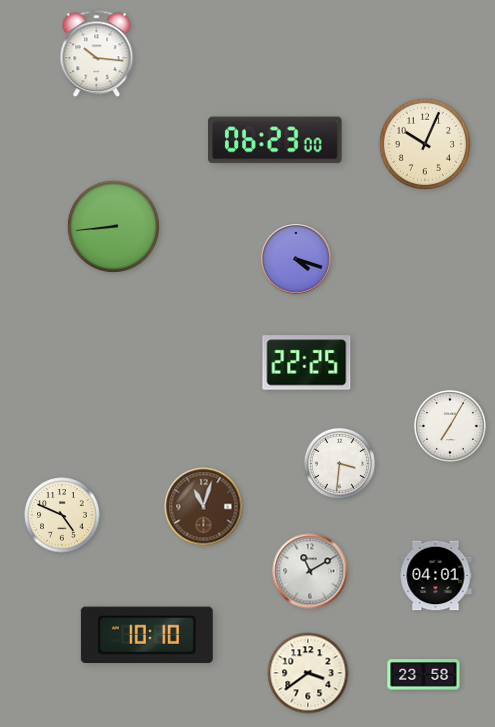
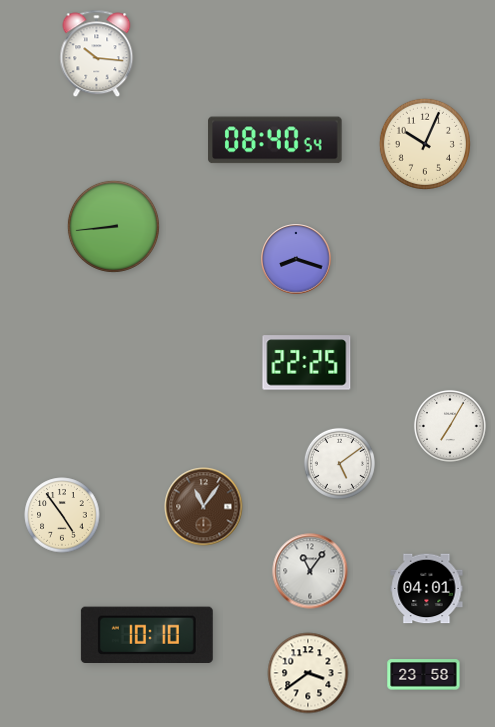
clock at (275, 140): 06:23 -> 08:40
clock at (296, 259): 4:18 -> 8:18
clock at (339, 463): 3:31 -> 5:09
clock at (204, 507): 11:03 -> 11:06
clock at (62, 515): 4:49 -> 4:54
clock at (310, 571): 11:10 -> 11:06
clock at (436, 576) position: (436, 576) -> (427, 589)
